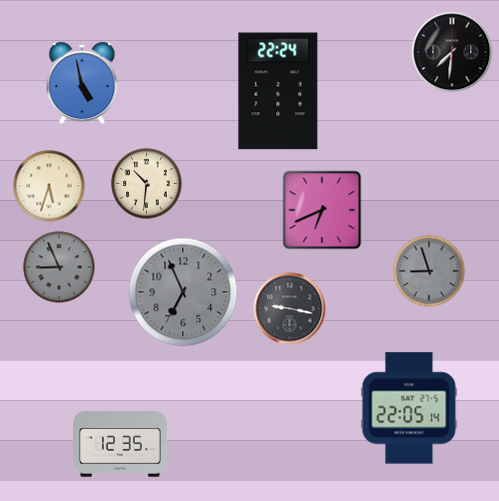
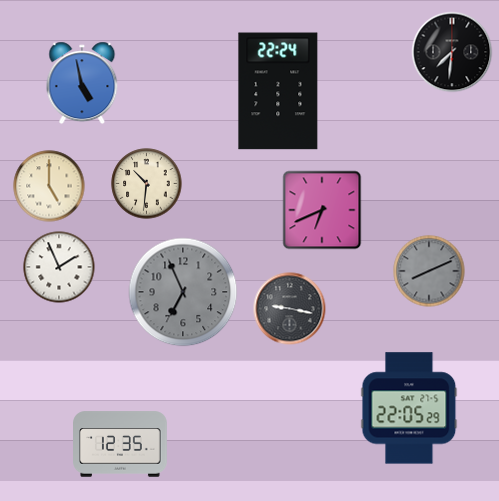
clock at (49, 186): 5:33 -> 5:00
clock at (59, 267): 8:56 -> 1:56
clock at (59, 267) dial: grey -> white
clock at (429, 271): 8:57 -> 8:11
clock at (409, 408): 22:05:14 -> 22:05:29
